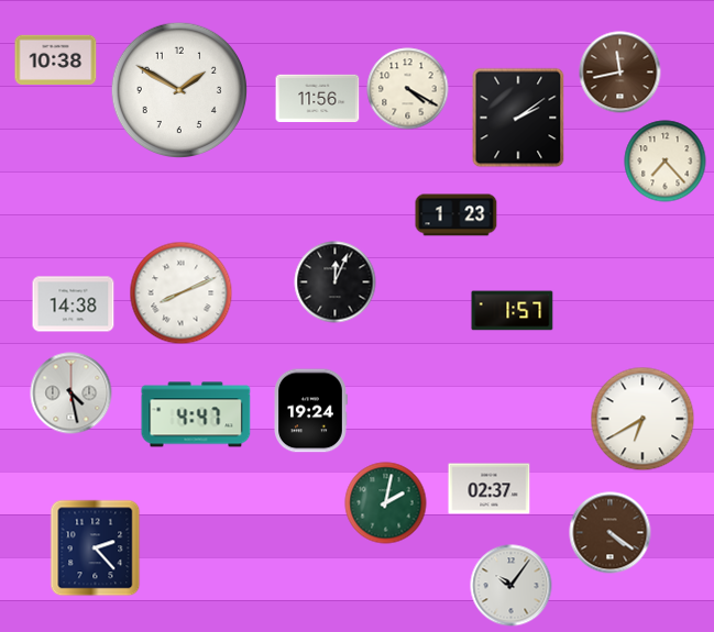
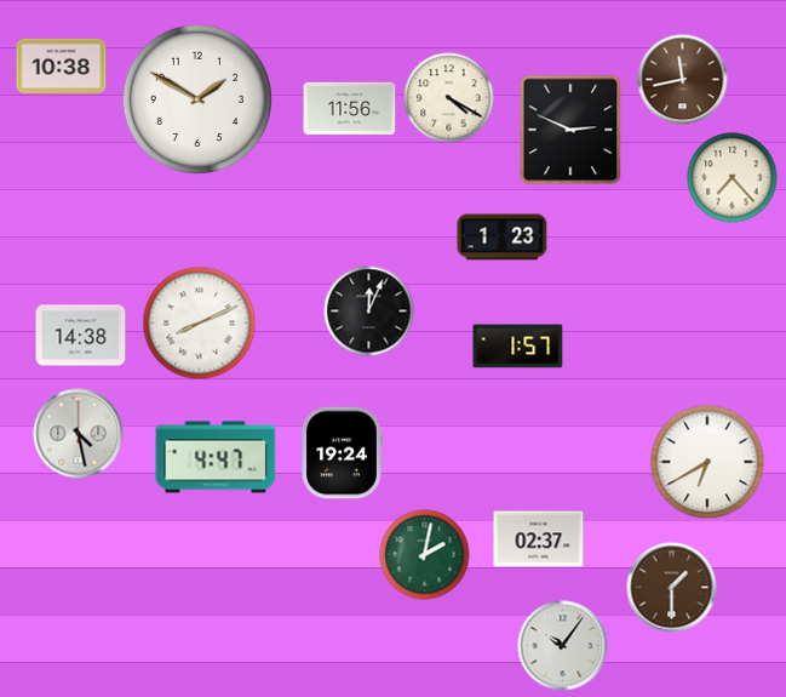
clock at (518, 118): 2:09 -> 2:49
clock at (513, 311) position: (513, 311) -> (518, 347)
clock at (611, 533): 4:21 -> 1:30
clock at (96, 548): 2:23 -> none
